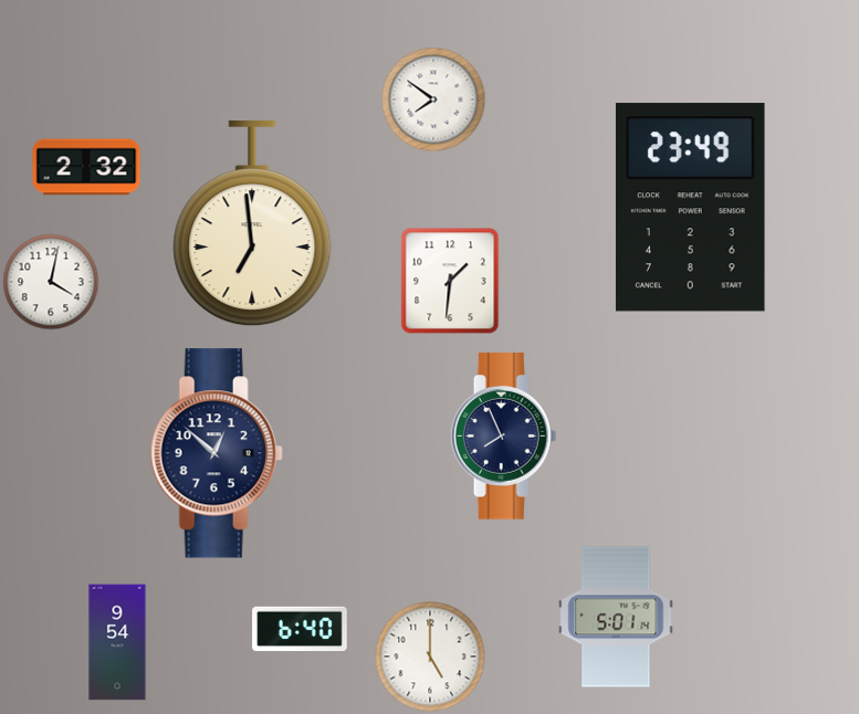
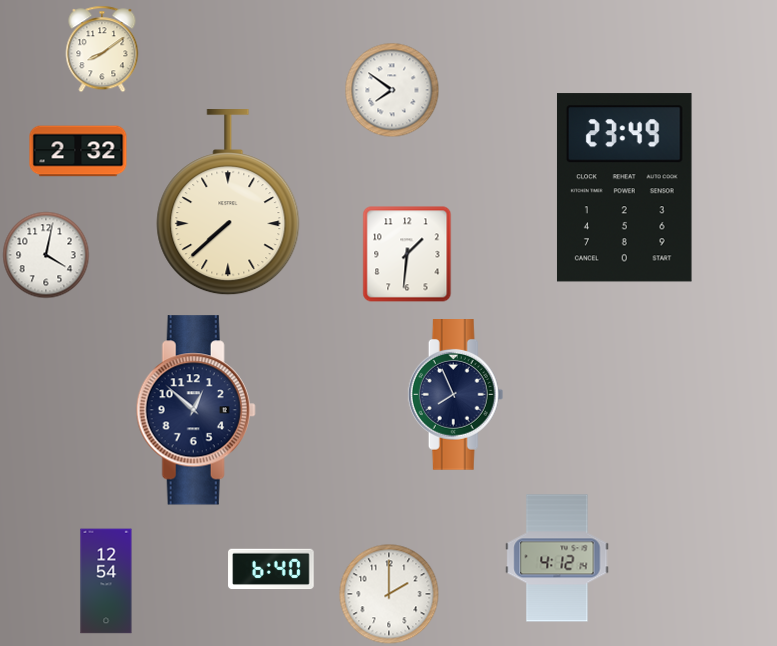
clock at (102, 49): none -> 8:09
clock at (252, 224): 6:59 -> 7:38
clock at (616, 617): 5:01 -> 4:12
clock at (117, 642): 9:54 -> 12:54
clock at (430, 657): 5:00 -> 2:00
